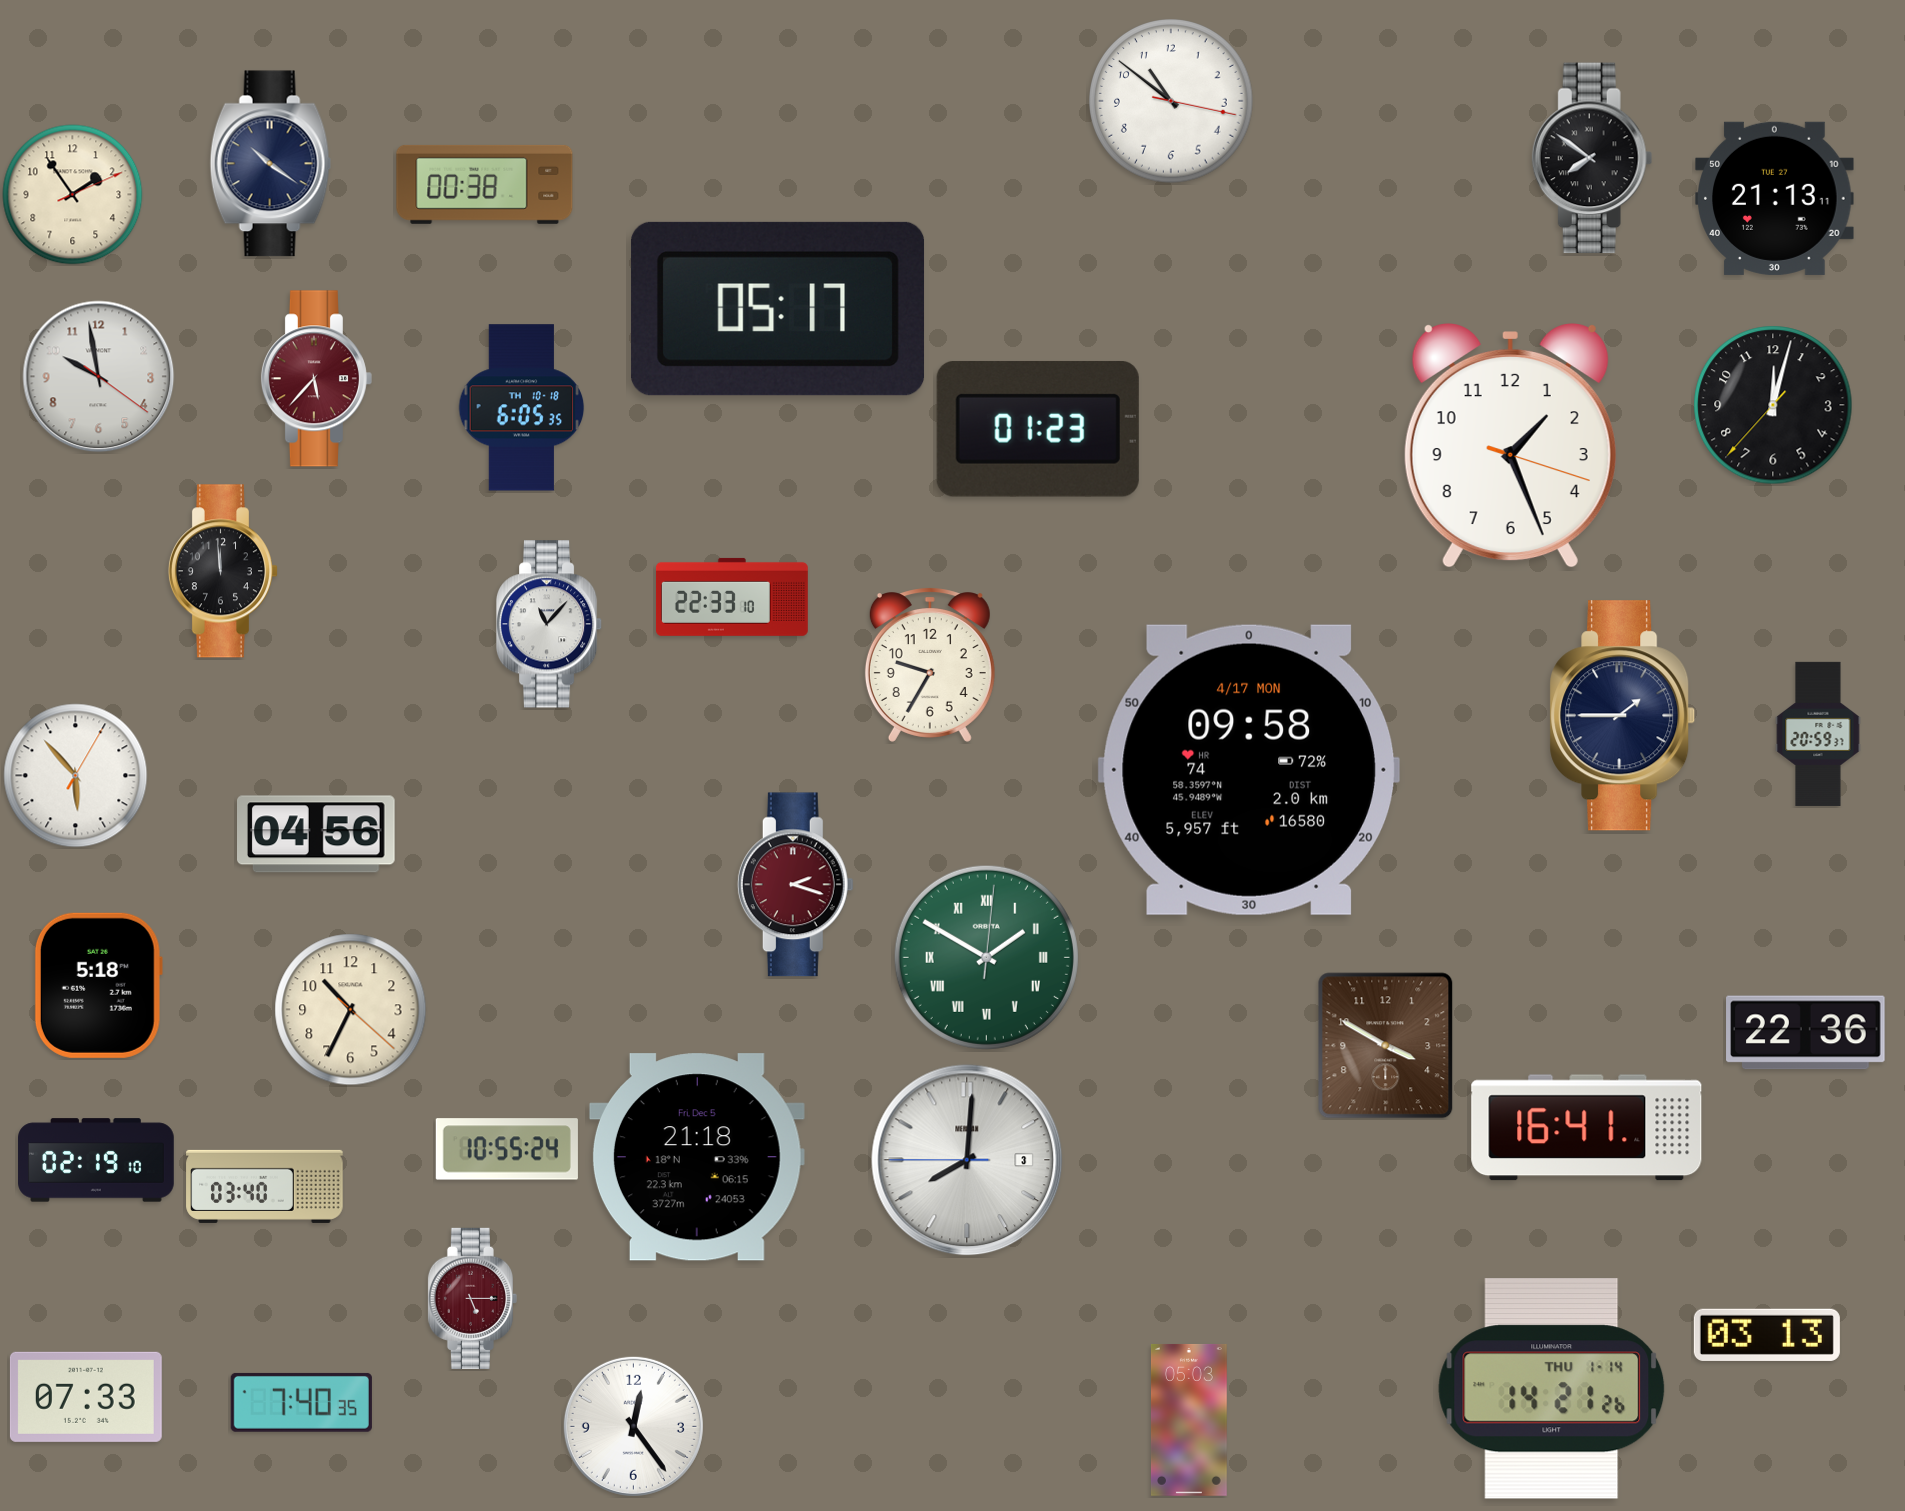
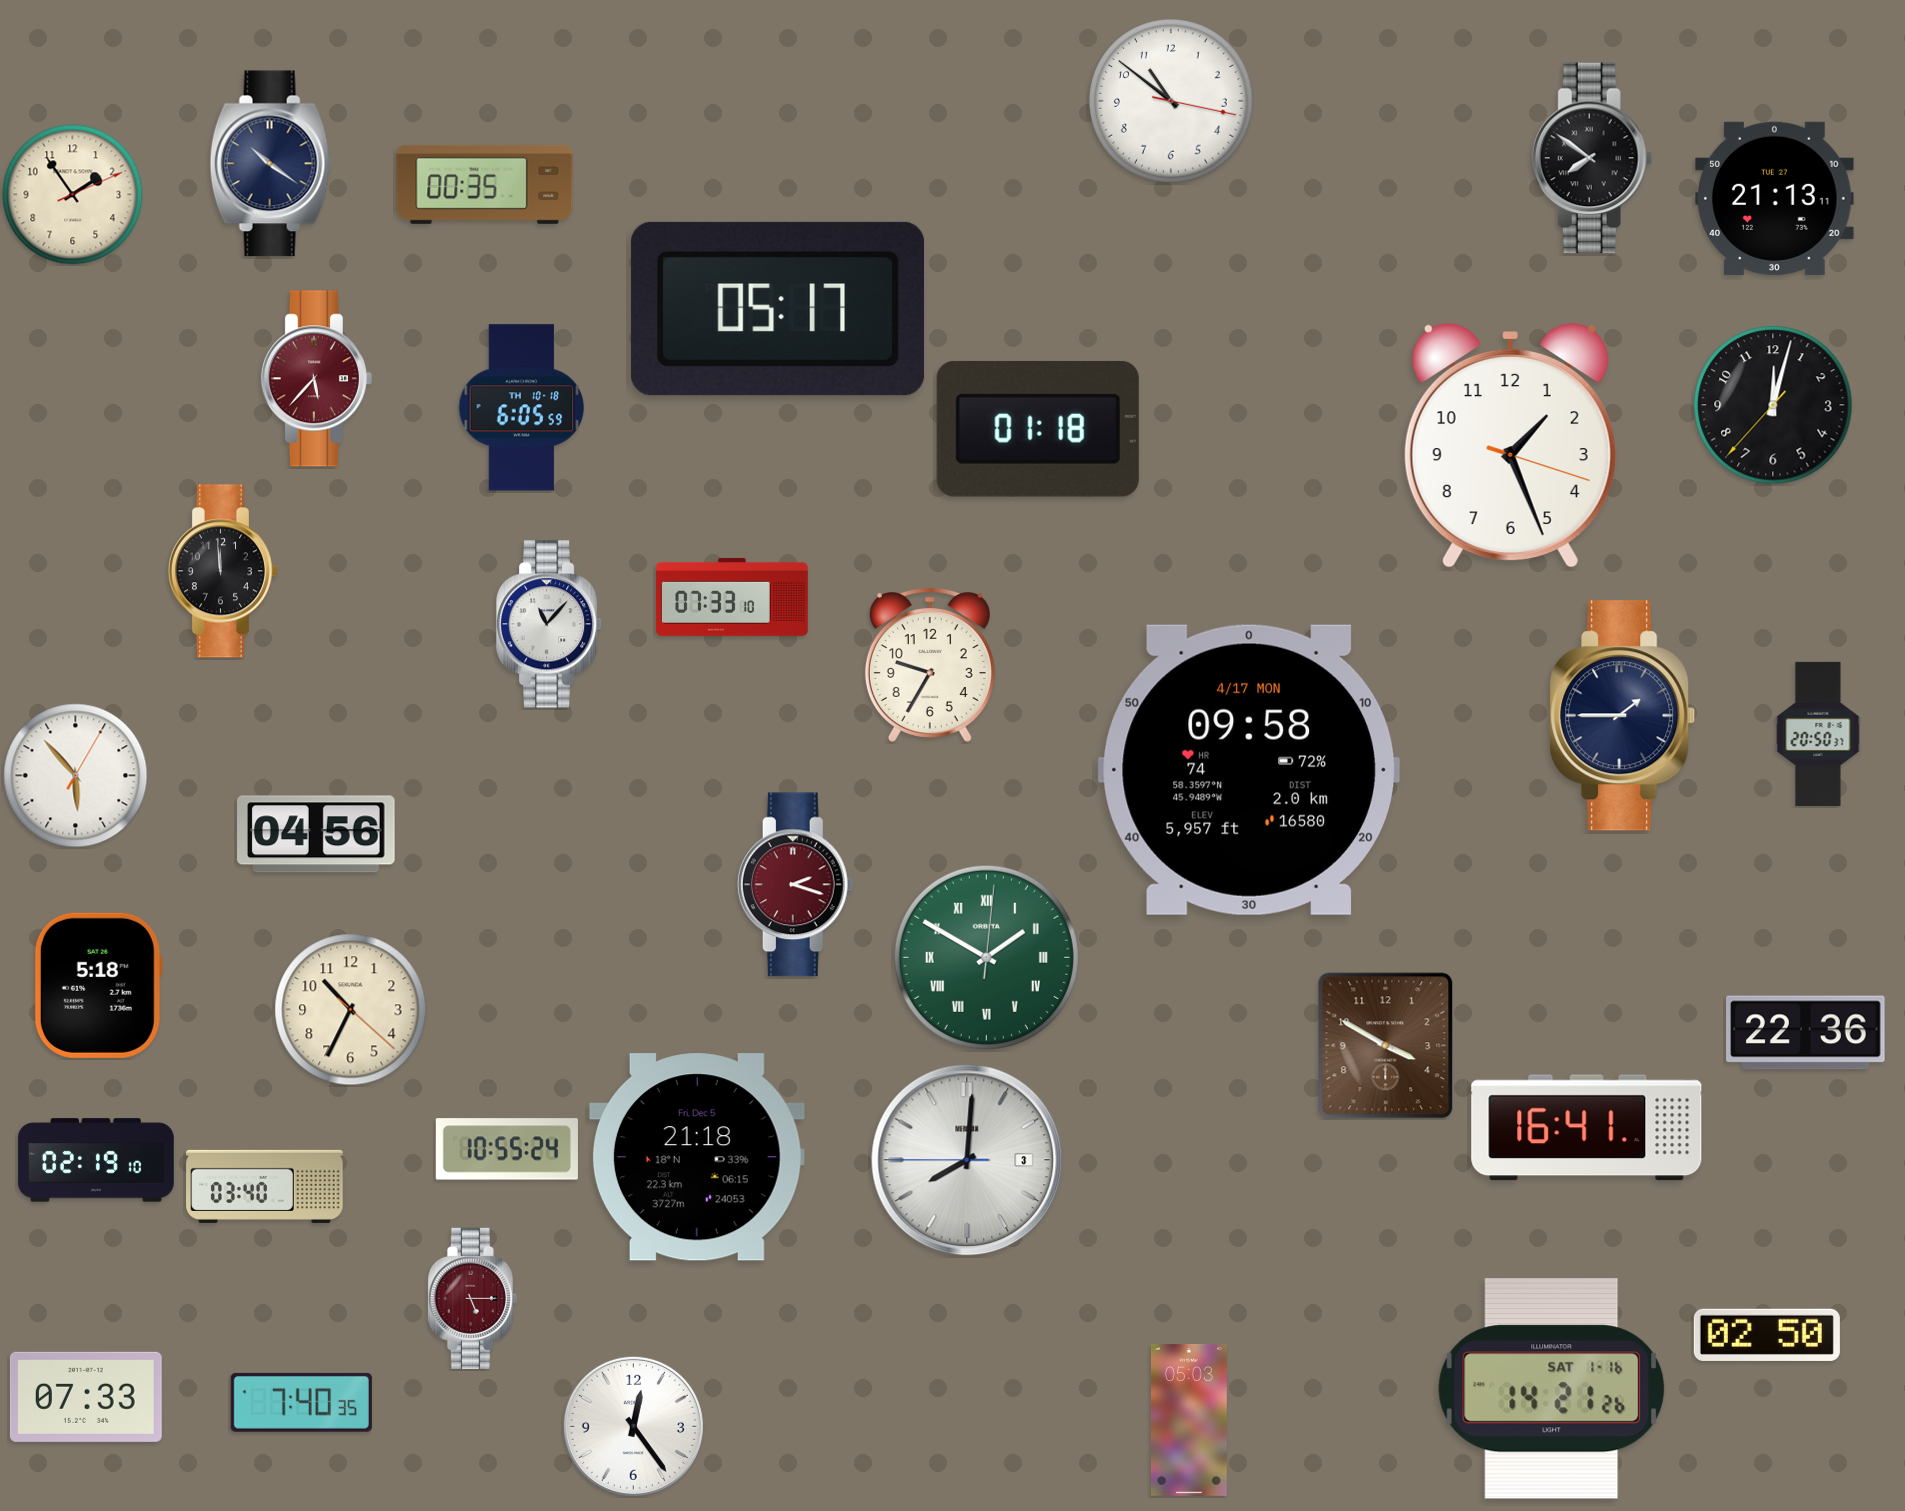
clock at (485, 184): 00:38 -> 00:35
clock at (99, 377): 9:58 -> none
clock at (522, 408): 6:05:35 -> 6:05:59
clock at (1038, 429): 01:23 -> 01:18
clock at (732, 597): 22:33 -> 07:33
clock at (1818, 734): 20:59 -> 20:50
clock at (1767, 1335): 03:13 -> 02:50
clock at (1552, 1389) date: THU 1-14 -> SAT 1-16
